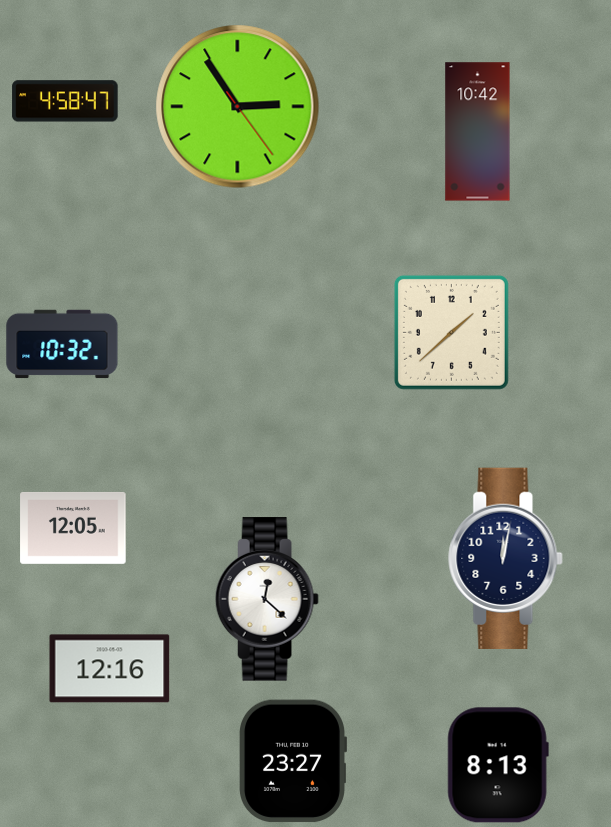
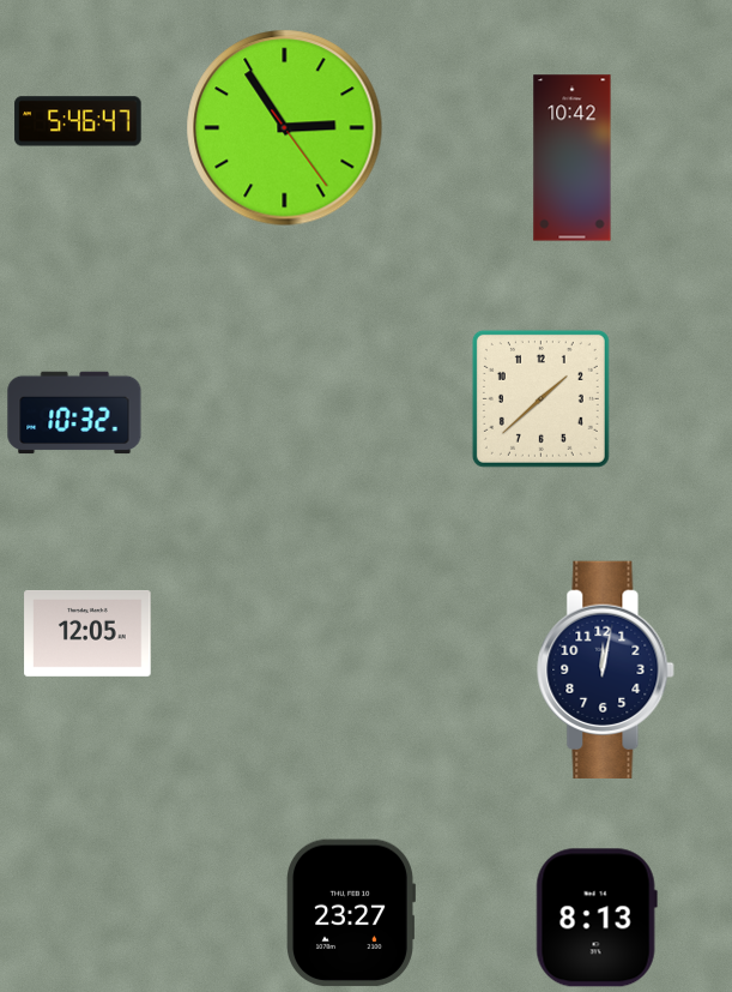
clock at (65, 101): 4:58 -> 5:46
clock at (267, 599): 12:22 -> none
clock at (110, 669): 12:16 -> none
